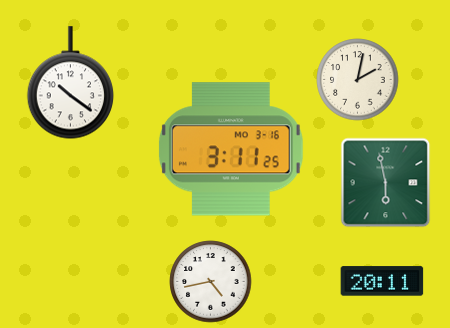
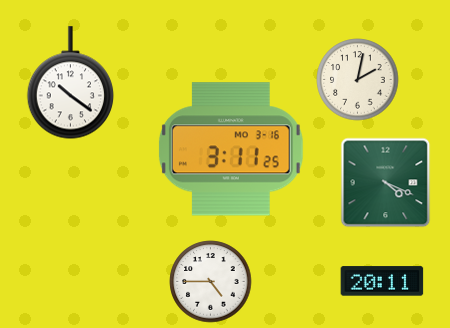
clock at (386, 183): 5:58 -> 4:19
clock at (211, 282): 4:43 -> 4:45
